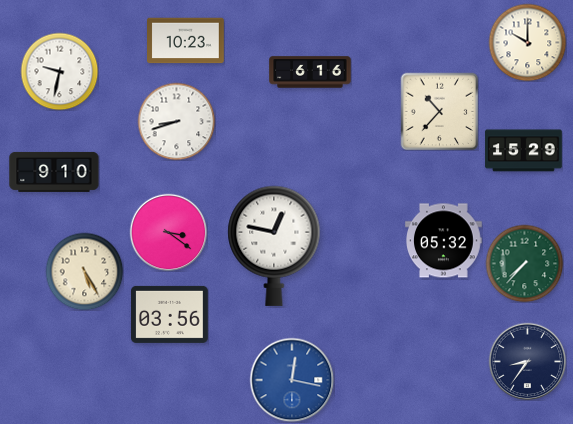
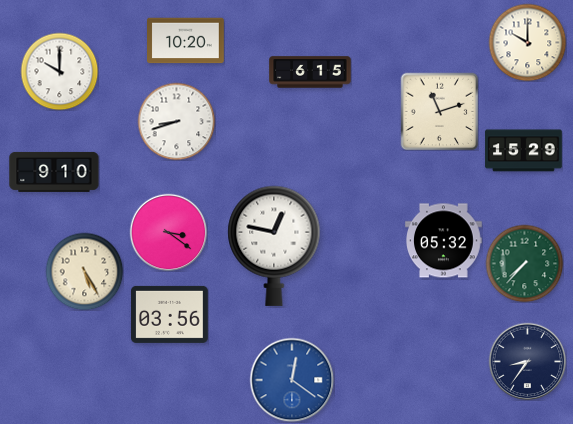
clock at (186, 41): 10:23 -> 10:20
clock at (59, 71): 9:32 -> 10:00
clock at (310, 72): 6:16 -> 6:15
clock at (439, 111): 10:37 -> 11:12
clock at (292, 380): 12:17 -> 12:21
